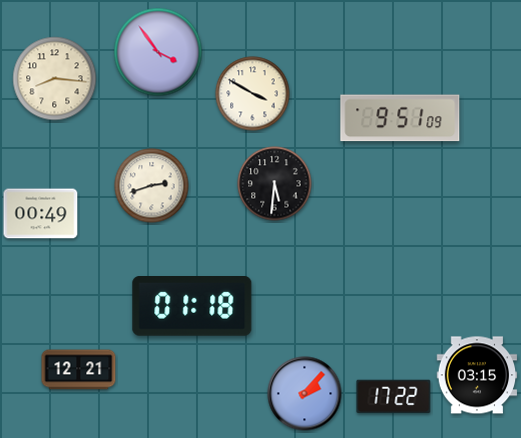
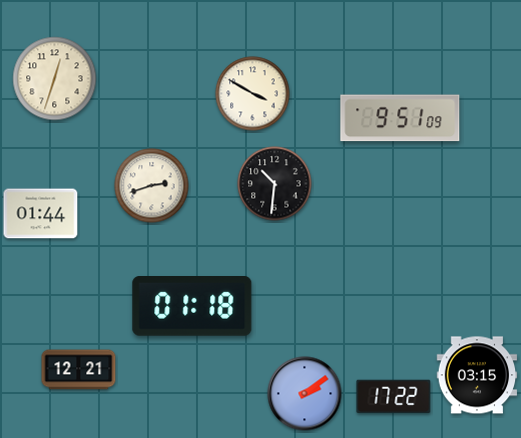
clock at (158, 52): 3:54 -> none
clock at (55, 79): 8:16 -> 12:33
clock at (275, 184): 5:31 -> 10:31
clock at (41, 214): 00:49 -> 01:44
clock at (305, 394): 2:07 -> 2:09
